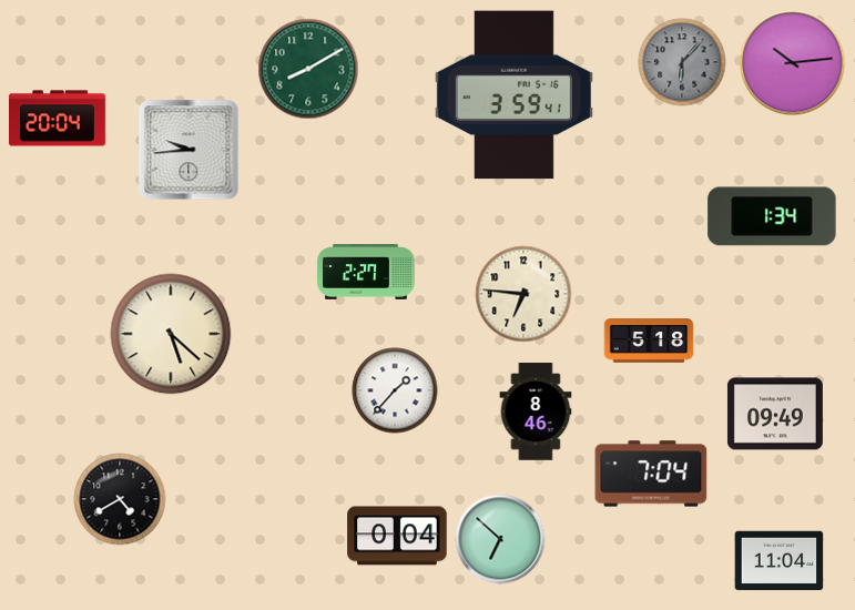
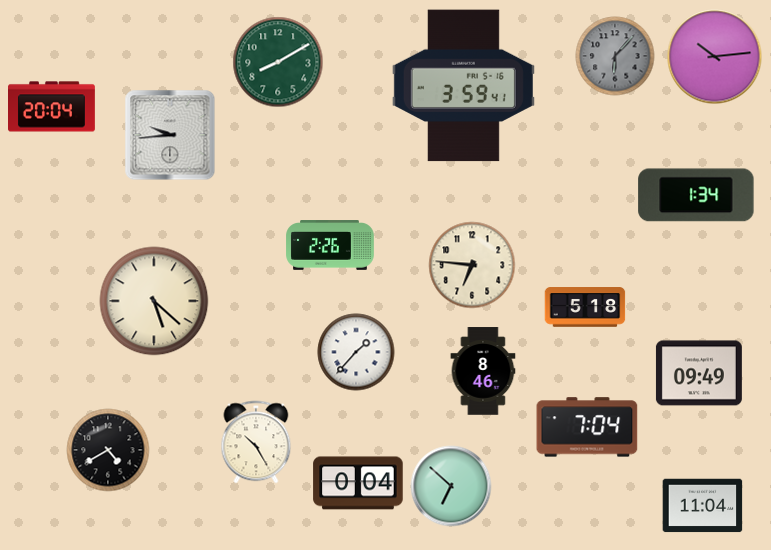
clock at (366, 272): 2:27 -> 2:26
clock at (256, 442): none -> 10:25
